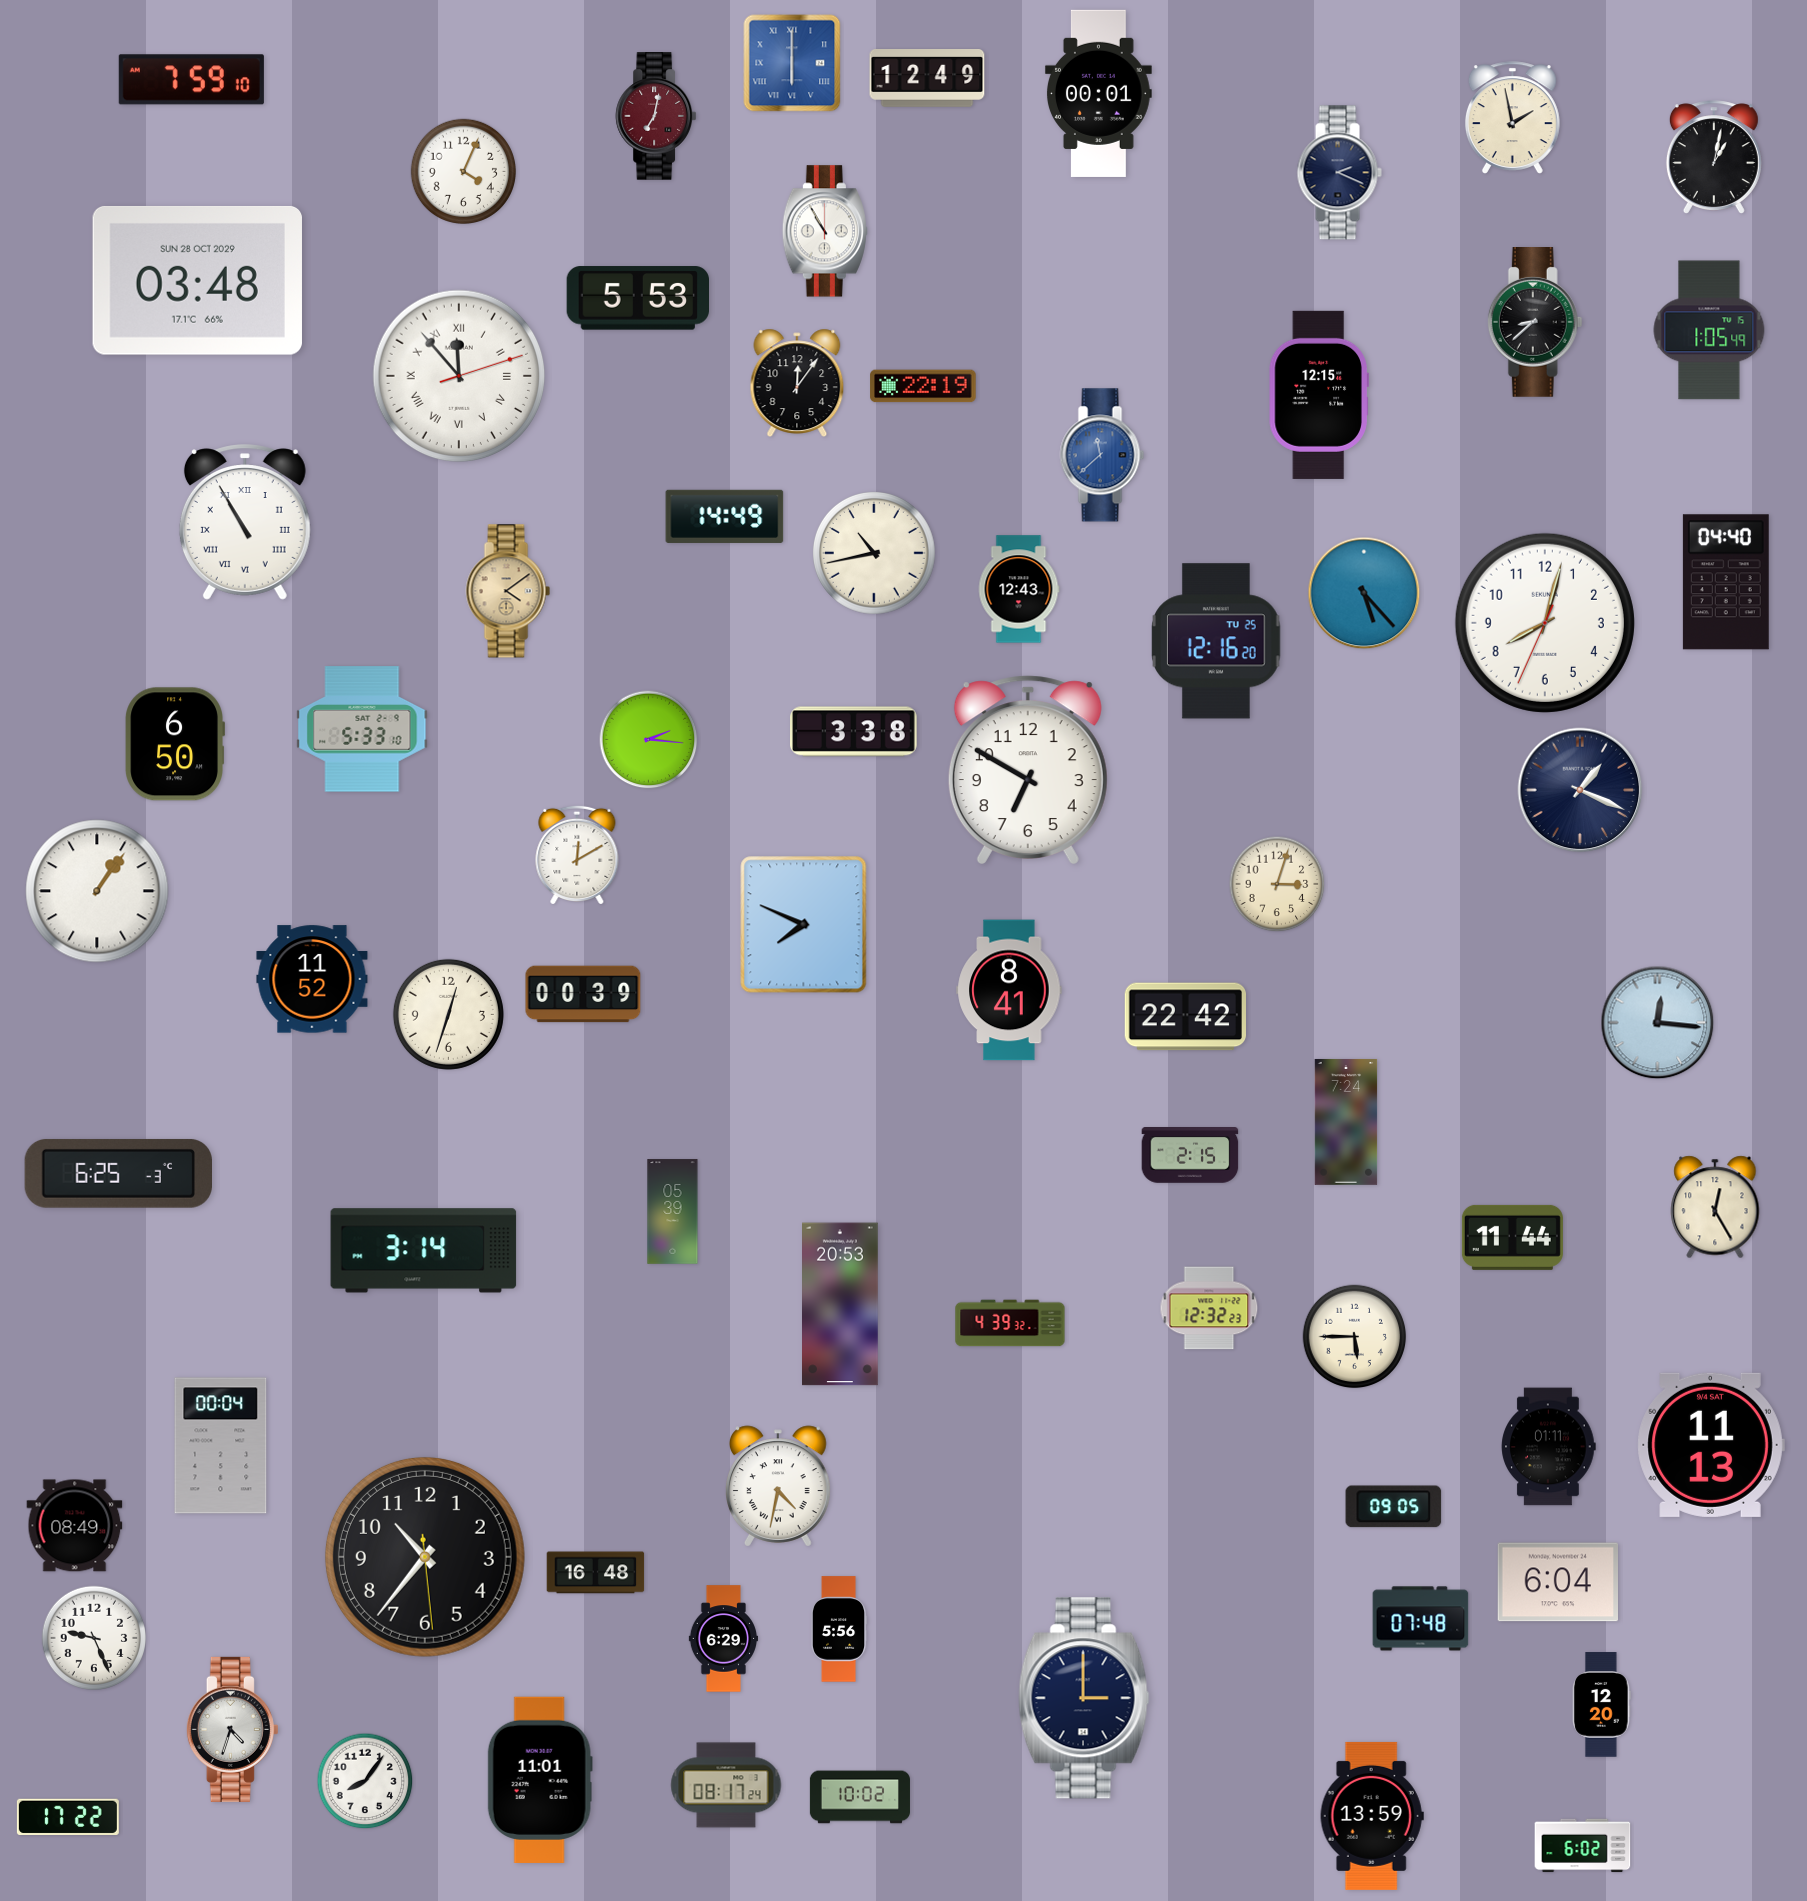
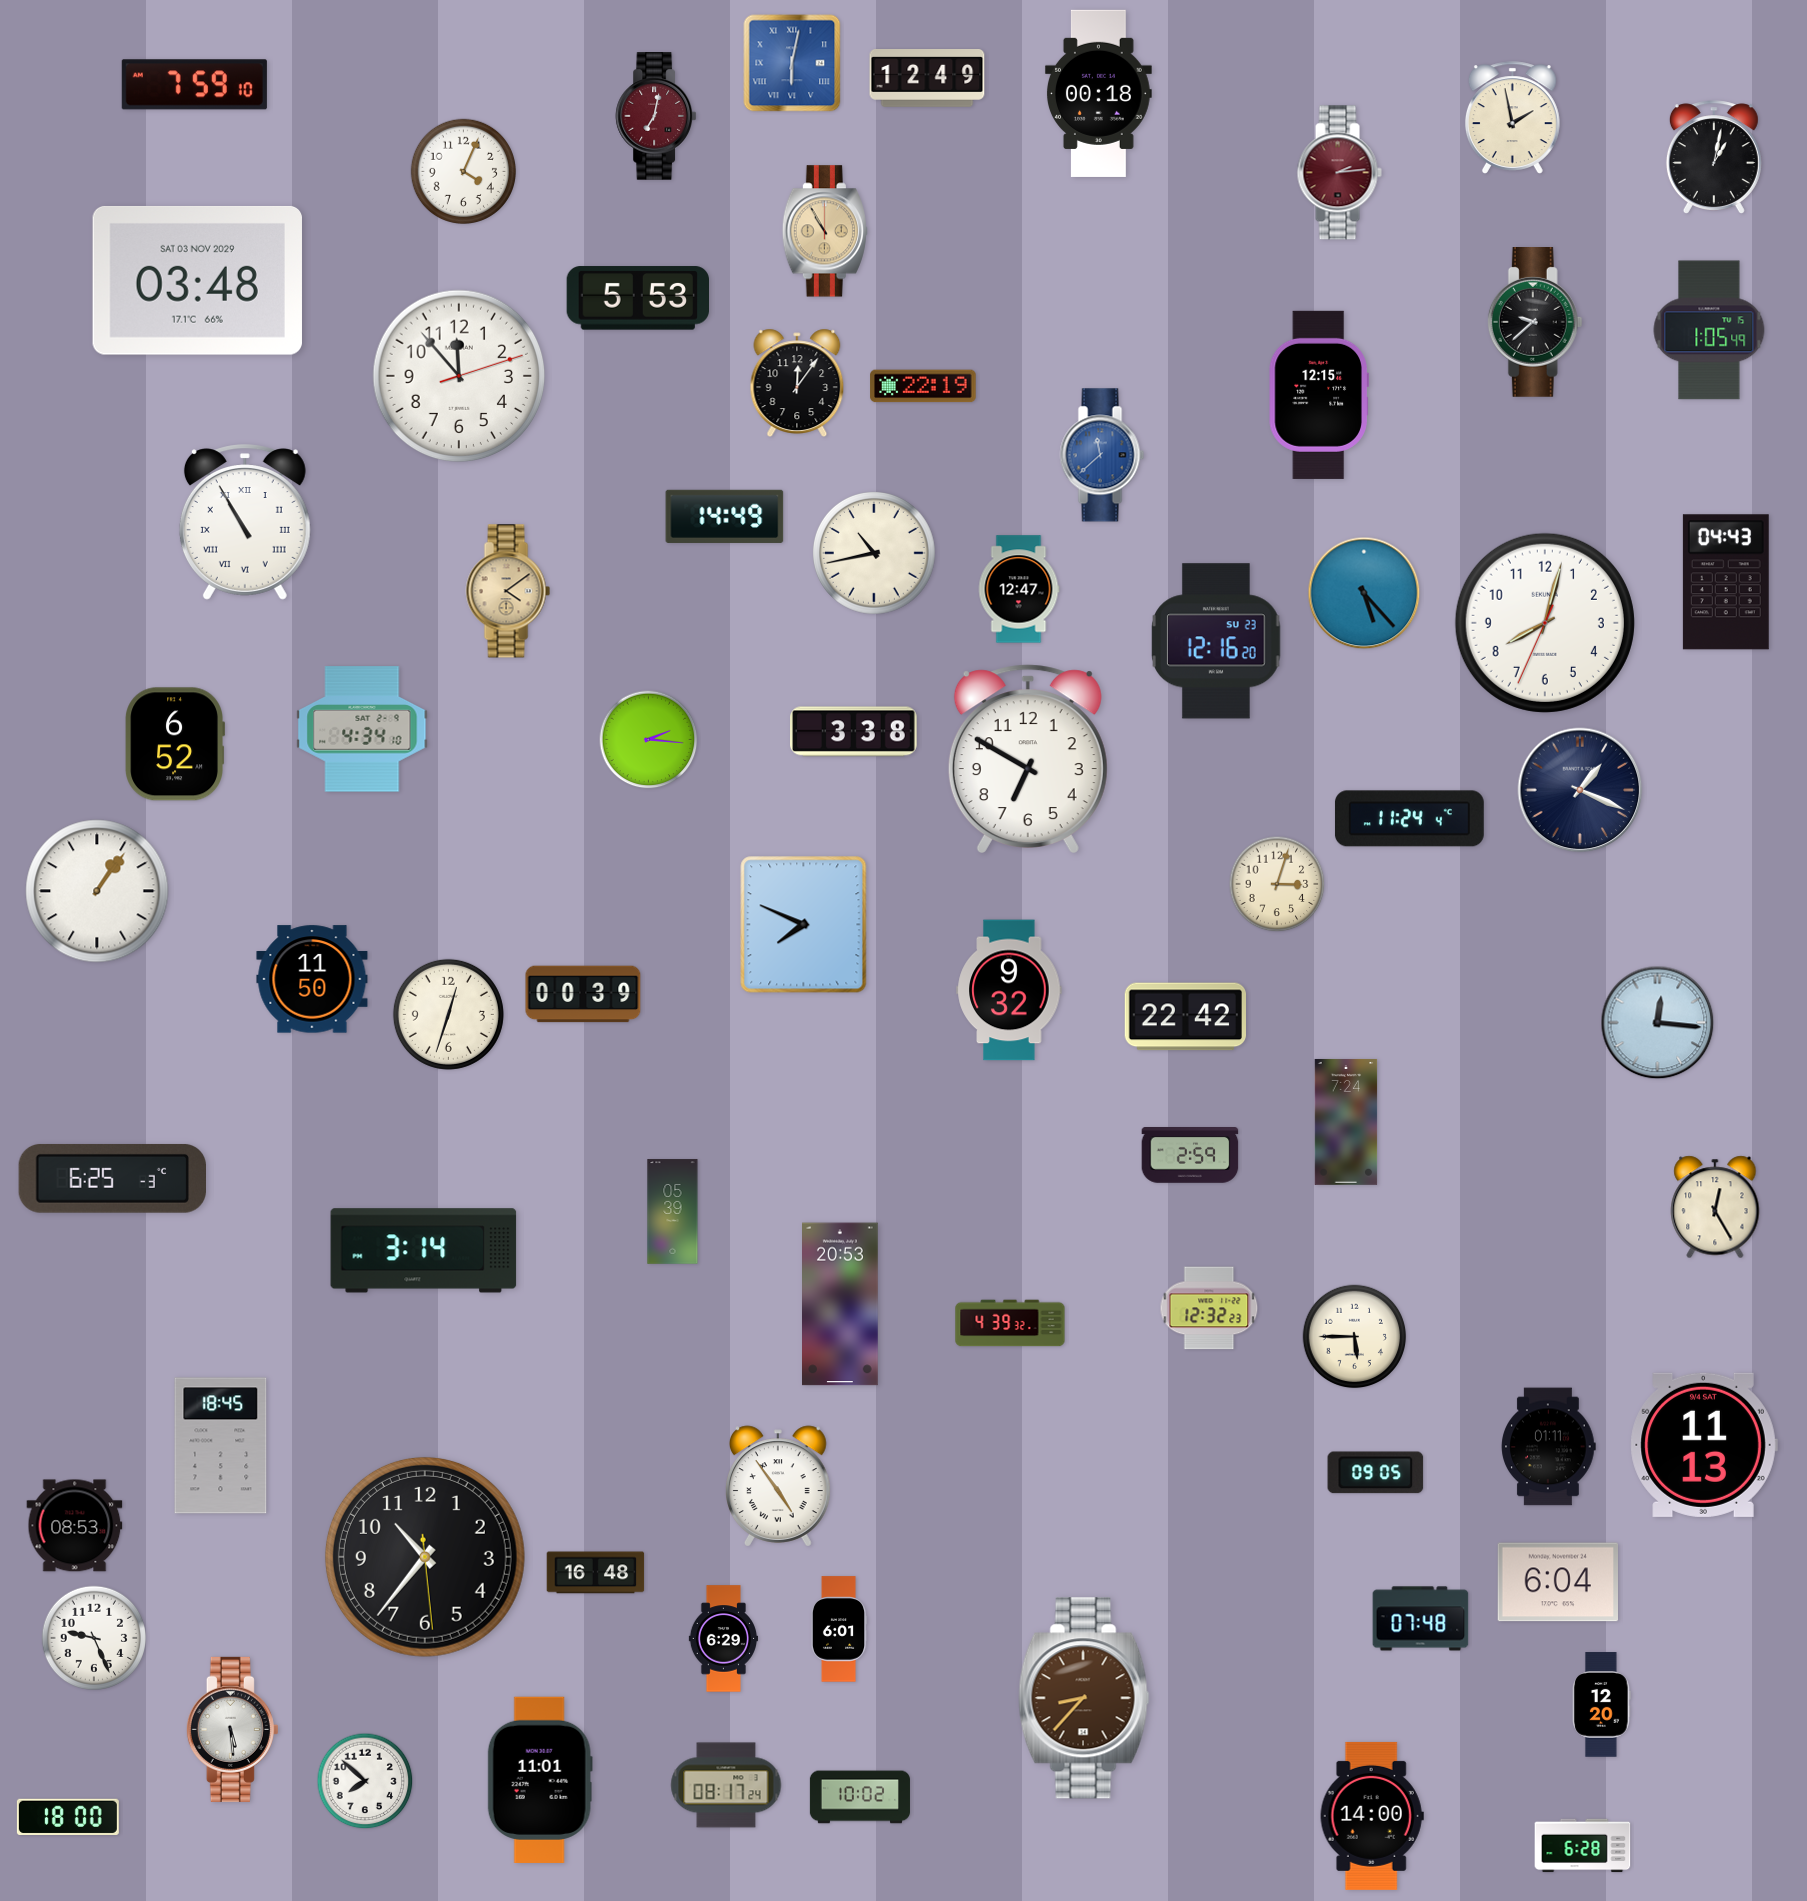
clock at (792, 63): 6:00 -> 6:02
clock at (191, 80) position: (191, 80) -> (194, 85)
clock at (1099, 93): 00:01 -> 00:18
clock at (1339, 173): 2:19 -> 2:14
clock at (1339, 173) dial: navy -> burgundy
clock at (825, 231) dial: white -> champagne
clock at (197, 280) date: SUN 28 OCT 2029 -> SAT 03 NOV 2029
clock at (1535, 323): 8:38 -> 9:38
clock at (459, 376) numerals: Roman -> Arabic
clock at (1726, 582): 04:40 -> 04:43
clock at (1019, 589): 12:43 -> 12:47
clock at (1216, 641) date: TU 25 -> SU 23
clock at (362, 729): 5:33 -> 4:34
clock at (174, 744): 6:50 -> 6:52
clock at (1028, 769) position: (1028, 769) -> (1028, 758)
clock at (1409, 819): none -> 11:24
clock at (577, 854): 12:10 -> none
clock at (312, 979): 11:52 -> 11:50
clock at (1009, 990): 8:41 -> 9:32
clock at (1190, 1156): 2:15 -> 2:59
clock at (118, 1173) position: (118, 1173) -> (112, 1178)
clock at (1512, 1237): 11:44 -> none
clock at (1711, 1445) position: (1711, 1445) -> (1704, 1445)
clock at (221, 1446): 00:04 -> 18:45
clock at (779, 1486): 4:32 -> 4:54
clock at (1394, 1507) position: (1394, 1507) -> (1376, 1473)
clock at (75, 1526): 08:49 -> 08:53
clock at (839, 1629): 5:56 -> 6:01
clock at (1084, 1698): 3:00 -> 8:37
clock at (1084, 1698) dial: navy -> brown
clock at (232, 1729): 4:33 -> 5:29
clock at (365, 1781): 8:06 -> 7:52
clock at (68, 1816): 17:22 -> 18:00
clock at (1372, 1816): 13:59 -> 14:00
clock at (1583, 1846): 6:02 -> 6:28
